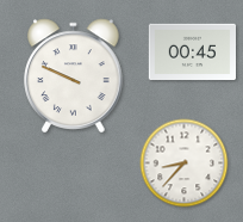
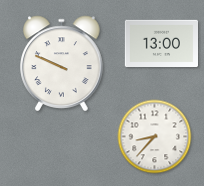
clock at (192, 53): 00:45 -> 13:00
